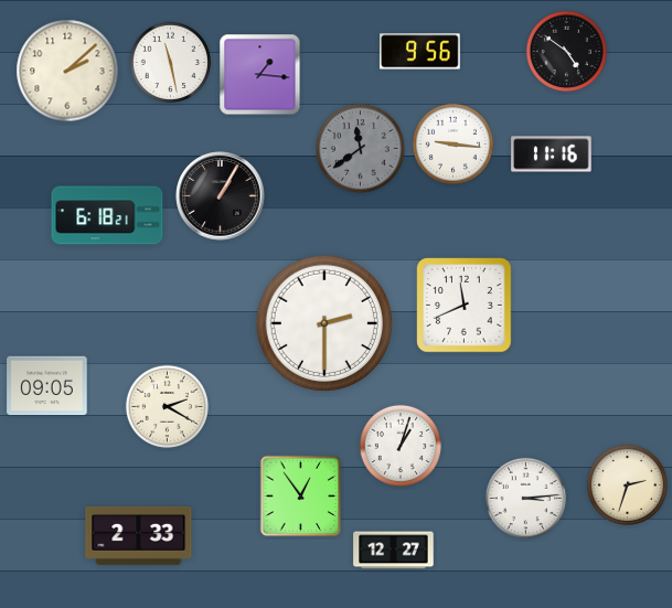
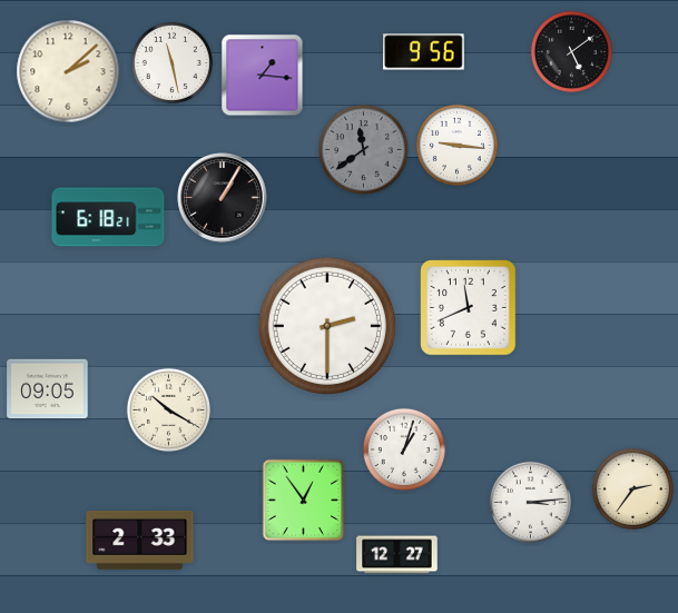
clock at (566, 51): 4:51 -> 5:09
clock at (552, 154): 11:16 -> none
clock at (167, 406): 2:20 -> 10:20
clock at (627, 484): 2:33 -> 2:36
